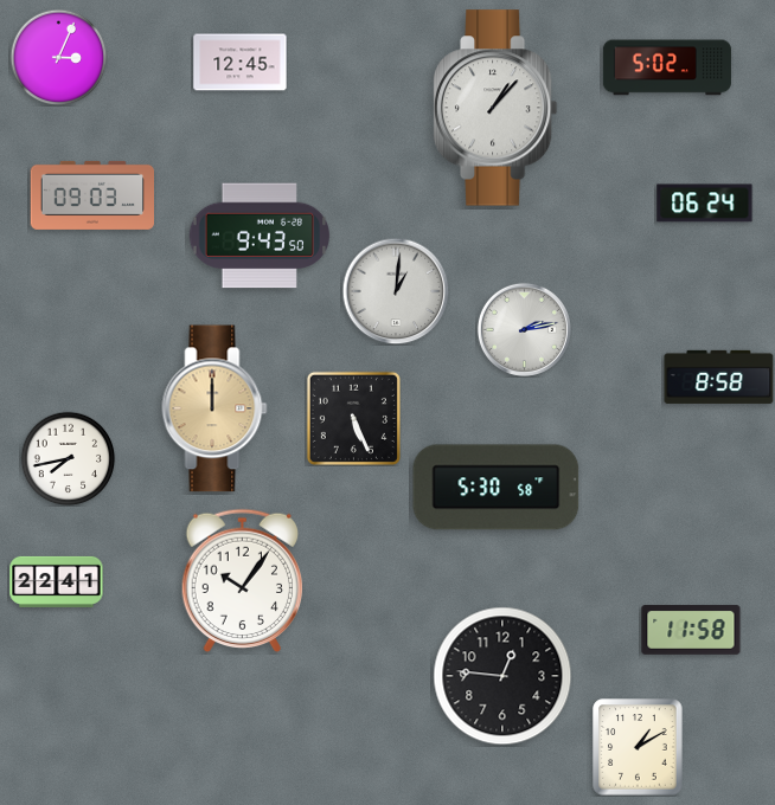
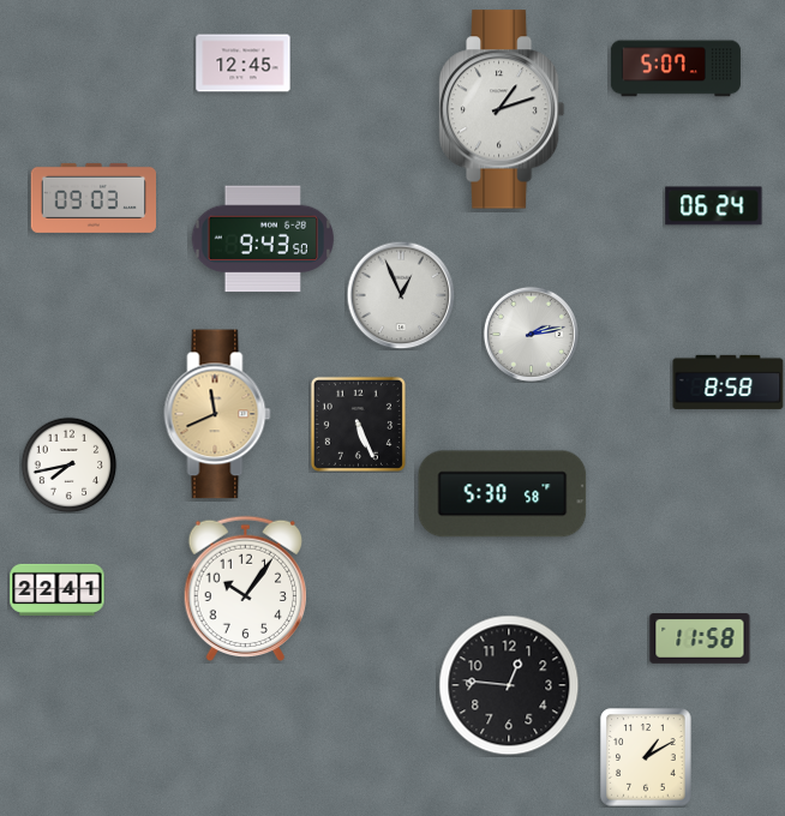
clock at (58, 57): 3:04 -> none
clock at (667, 67): 5:02 -> 5:07
clock at (495, 108): 1:07 -> 1:12
clock at (396, 291): 1:01 -> 12:56
clock at (214, 408): 12:00 -> 11:41
